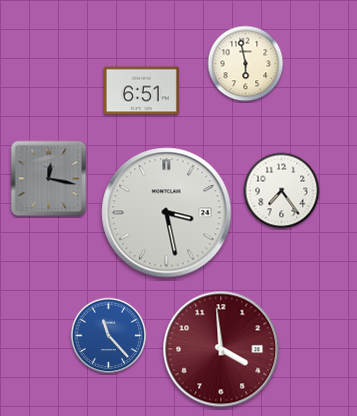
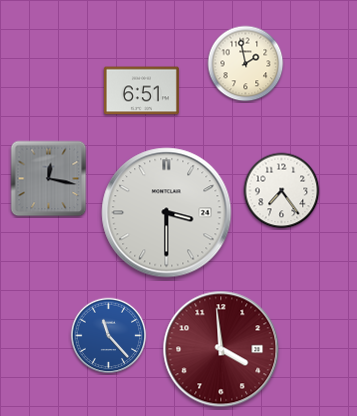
clock at (246, 64): 5:58 -> 1:58
clock at (167, 213): 3:28 -> 3:30
